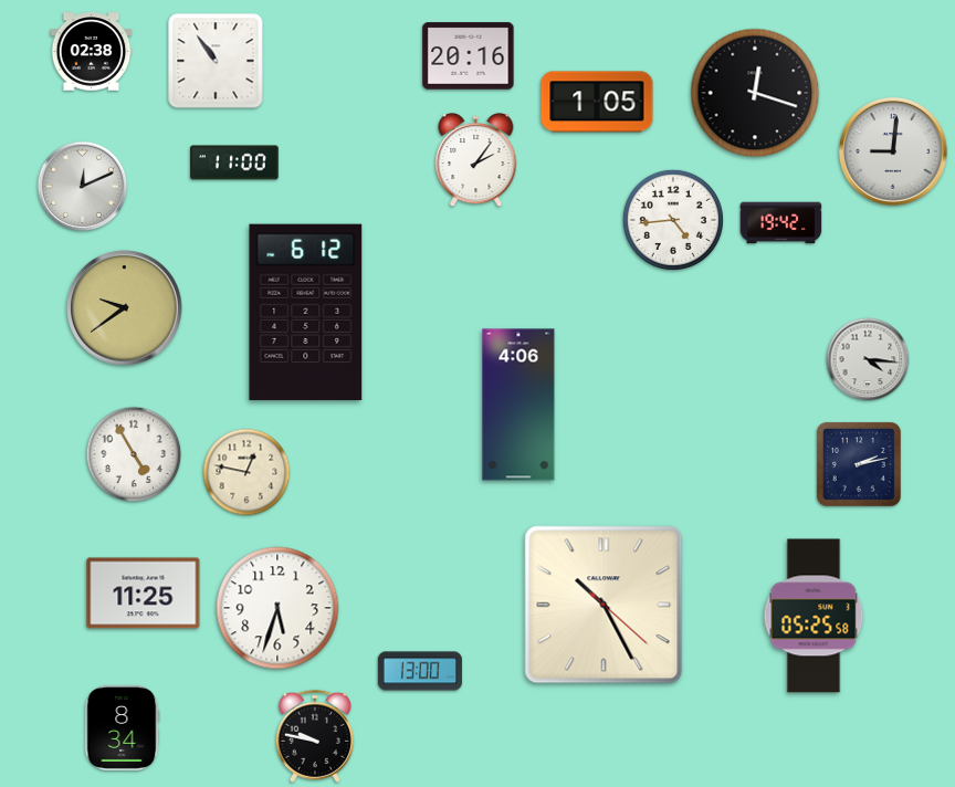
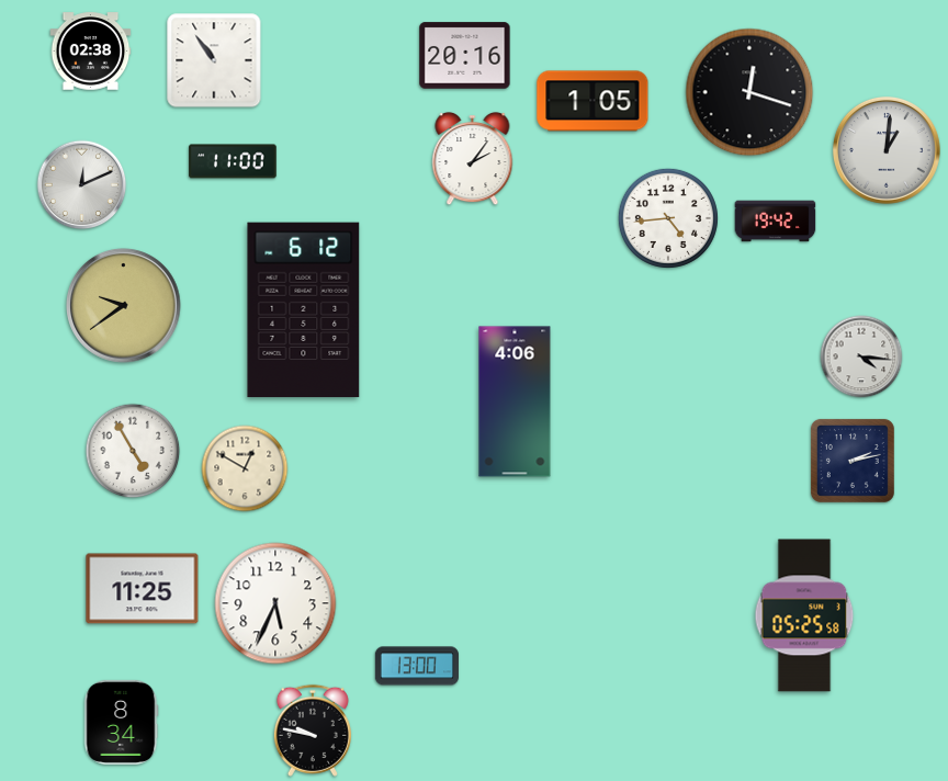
clock at (893, 151): 9:01 -> 1:01
clock at (246, 472): 12:47 -> 12:50
clock at (604, 605): 10:25 -> none
clock at (277, 608): 5:33 -> 5:34
clock at (814, 616) position: (814, 616) -> (804, 615)
